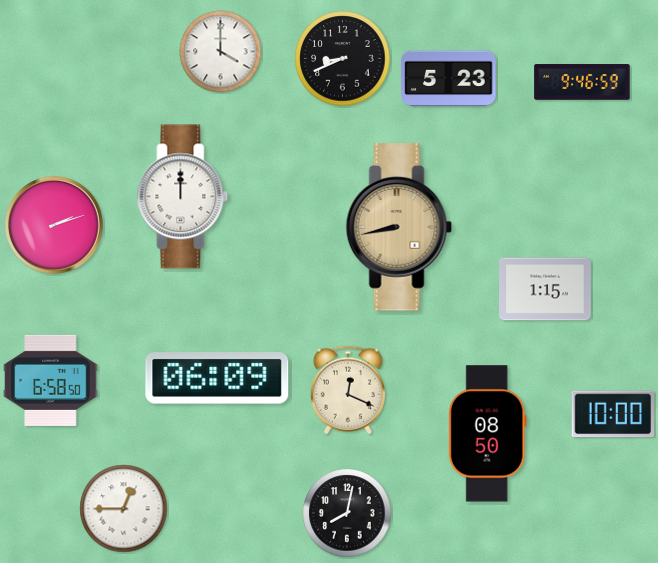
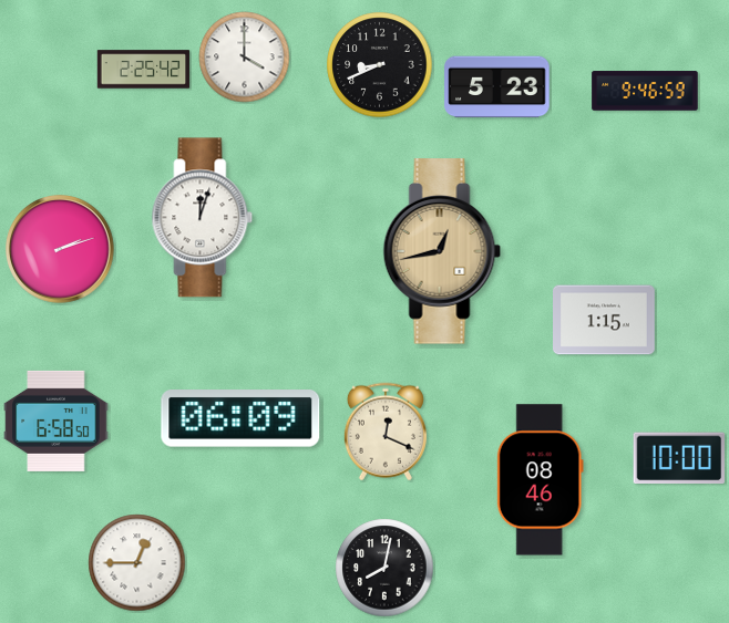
clock at (144, 70): none -> 2:25
clock at (183, 197): 12:00 -> 12:03
clock at (399, 227): 8:43 -> 12:43
clock at (487, 434): 08:50 -> 08:46
